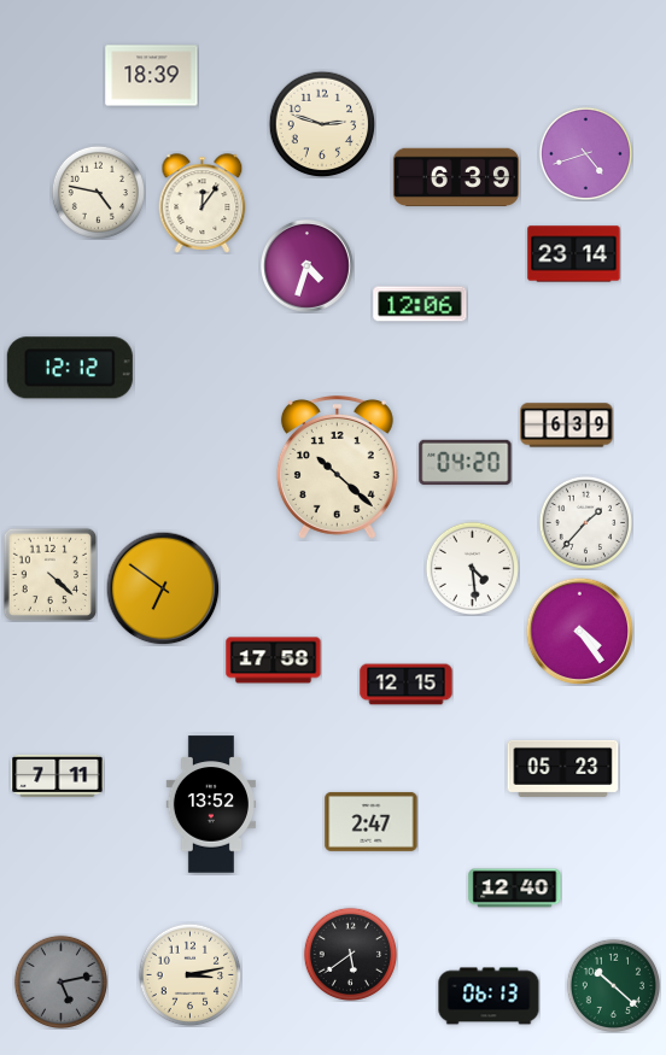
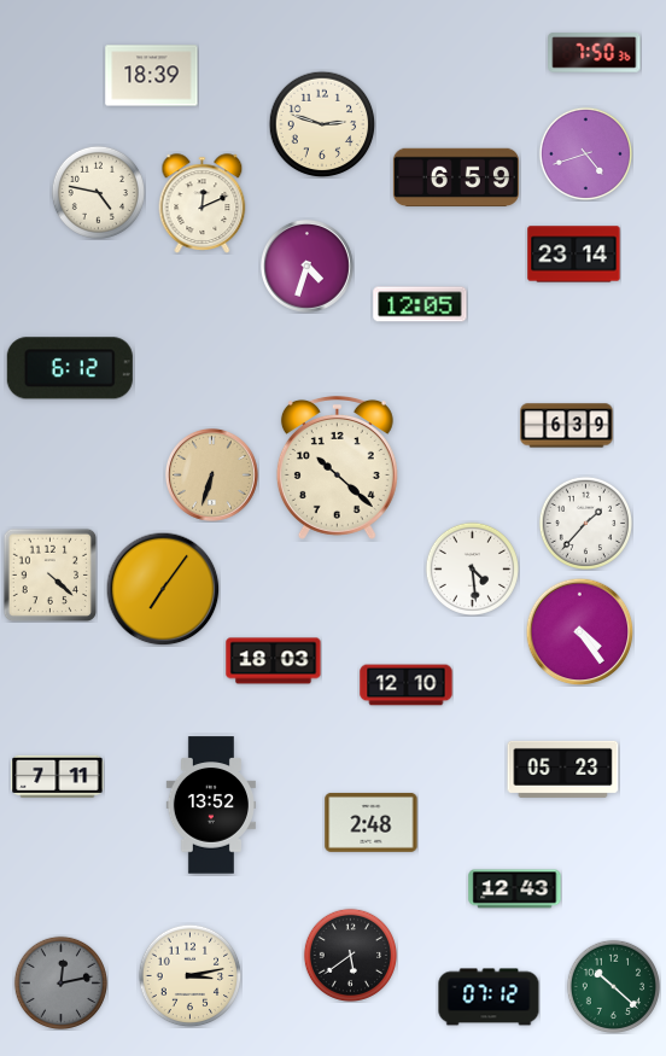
clock at (595, 53): none -> 7:50
clock at (456, 177): 6:39 -> 6:59
clock at (203, 204): 12:06 -> 12:11
clock at (420, 304): 12:06 -> 12:05
clock at (70, 368): 12:12 -> 6:12
clock at (466, 463): 04:20 -> none
clock at (212, 476): none -> 6:33
clock at (163, 588): 6:51 -> 7:06
clock at (274, 661): 17:58 -> 18:03
clock at (407, 685): 12:15 -> 12:10
clock at (372, 821): 2:47 -> 2:48
clock at (515, 889): 12:40 -> 12:43
clock at (60, 981): 5:13 -> 12:13
clock at (489, 996): 06:13 -> 07:12
